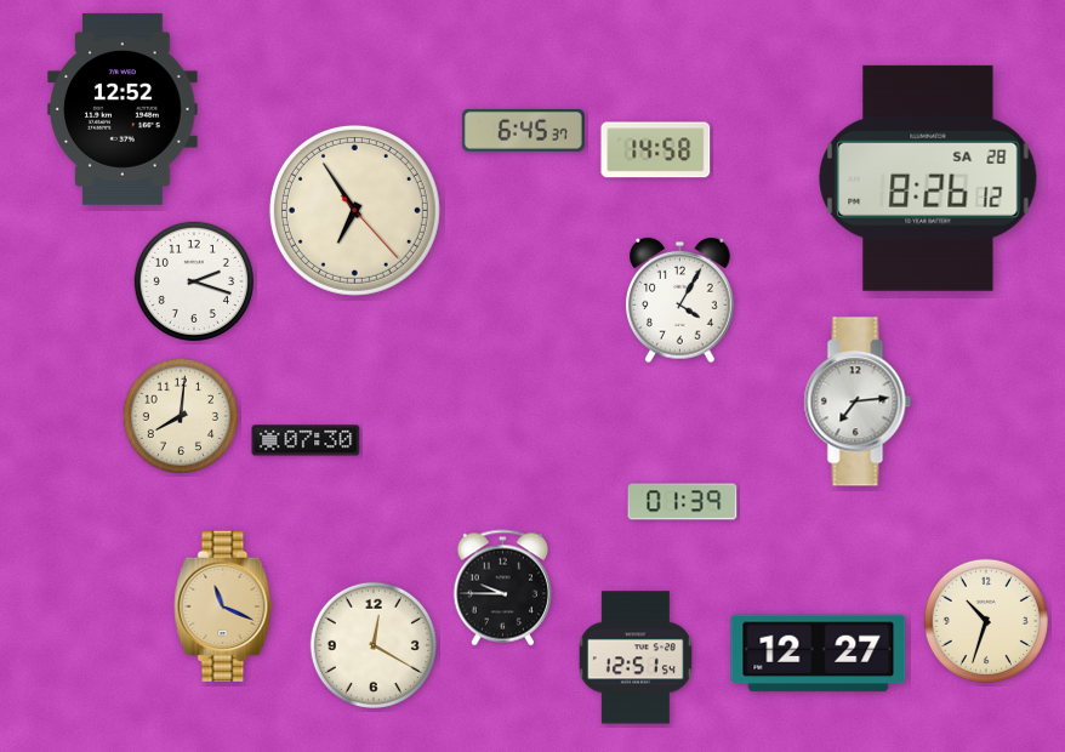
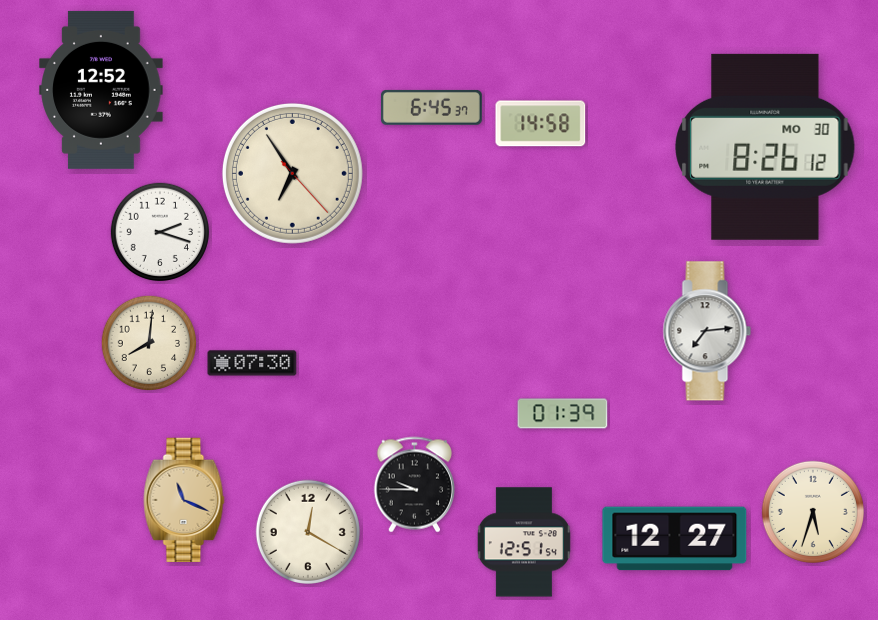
clock at (928, 178) date: SA 28 -> MO 30
clock at (680, 301): 4:05 -> none
clock at (986, 621): 10:33 -> 5:33
